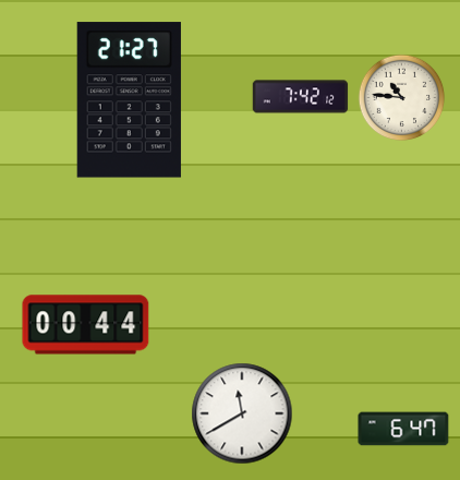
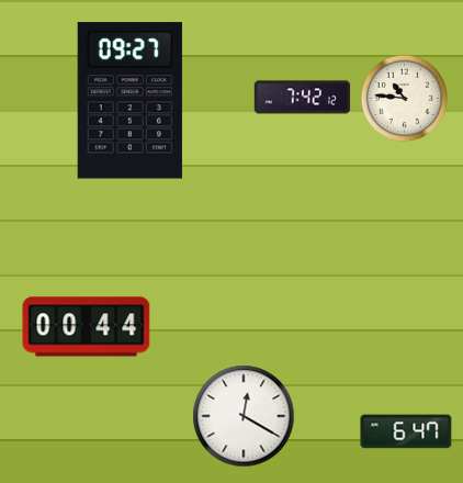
clock at (129, 100): 21:27 -> 09:27
clock at (242, 413): 11:40 -> 12:20
